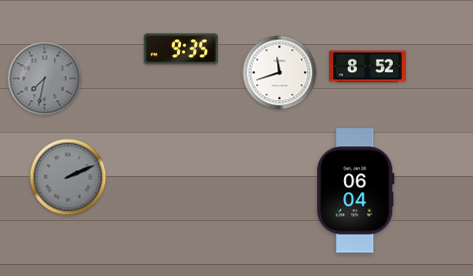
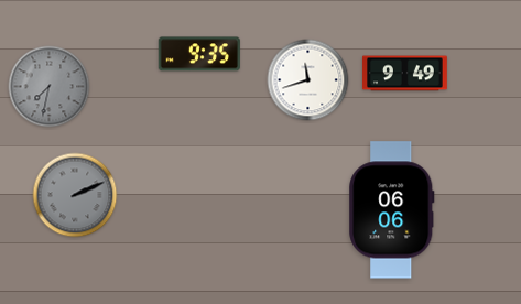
clock at (368, 67): 8:52 -> 9:49
clock at (356, 191): 06:04 -> 06:06
